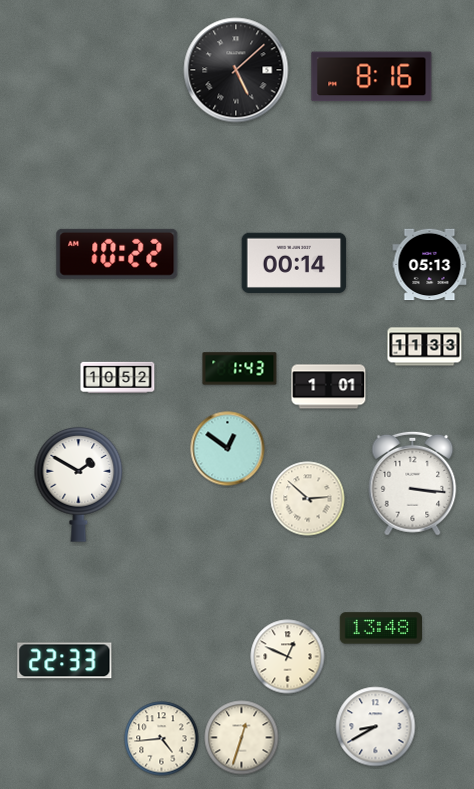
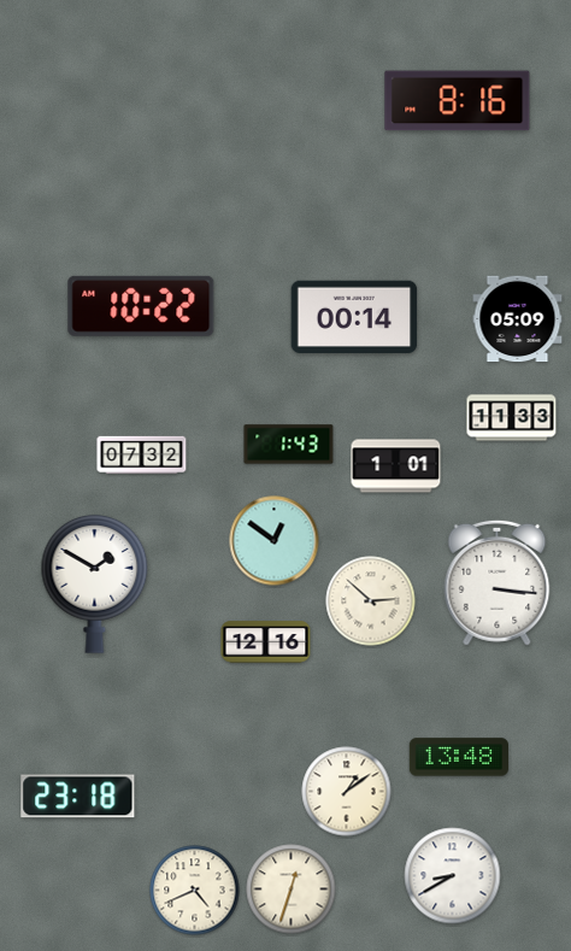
clock at (236, 70): 5:08 -> none
clock at (372, 77) position: (372, 77) -> (458, 101)
clock at (430, 265): 05:13 -> 05:09
clock at (118, 377): 10:52 -> 07:32
clock at (266, 642): none -> 12:16
clock at (288, 657): 12:49 -> 1:09
clock at (65, 661): 22:33 -> 23:18
clock at (162, 739): 4:44 -> 4:41
